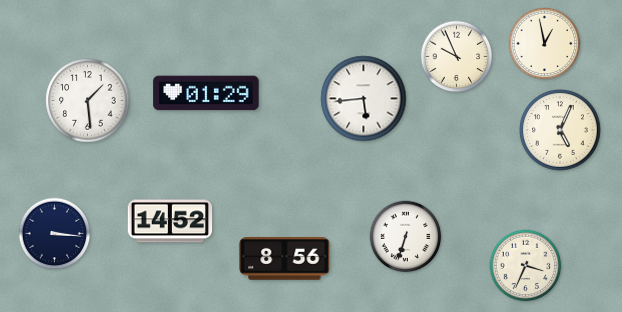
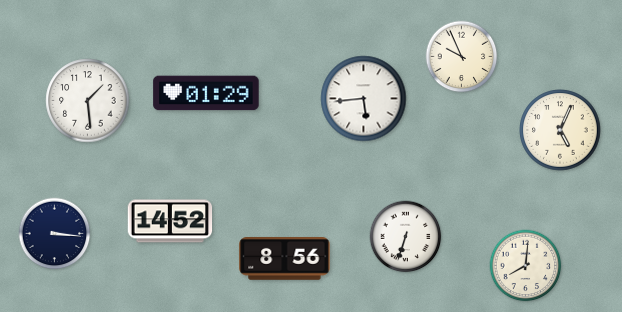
clock at (545, 44): 12:58 -> none
clock at (457, 57) position: (457, 57) -> (462, 57)
clock at (526, 266): 3:34 -> 8:01
